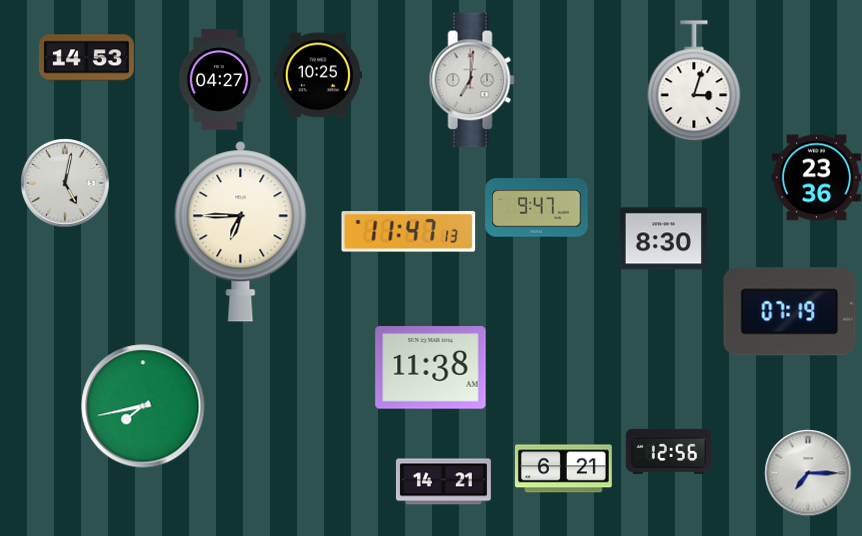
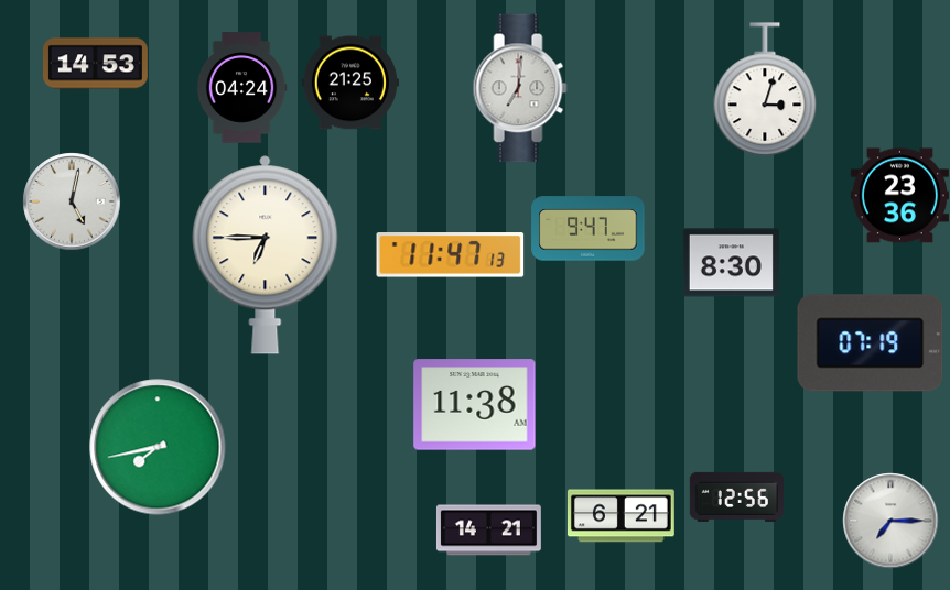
clock at (318, 75): 10:25 -> 21:25
clock at (219, 80): 04:27 -> 04:24
clock at (537, 208) position: (537, 208) -> (589, 229)
